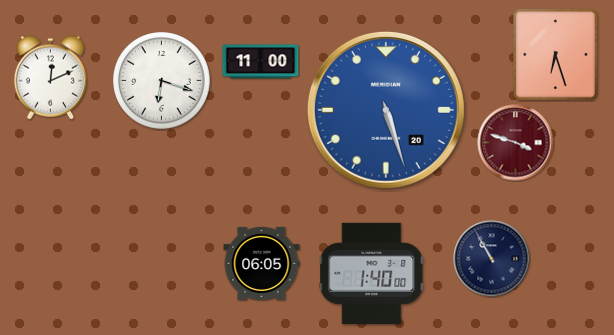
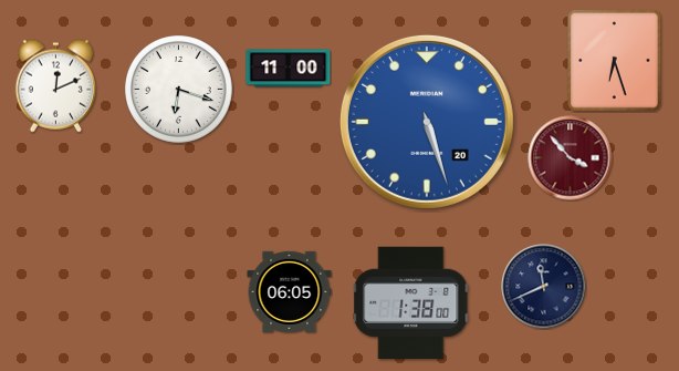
clock at (516, 143): 3:48 -> 3:53
clock at (492, 259): 10:55 -> 11:41
clock at (372, 273): 1:40 -> 1:38
